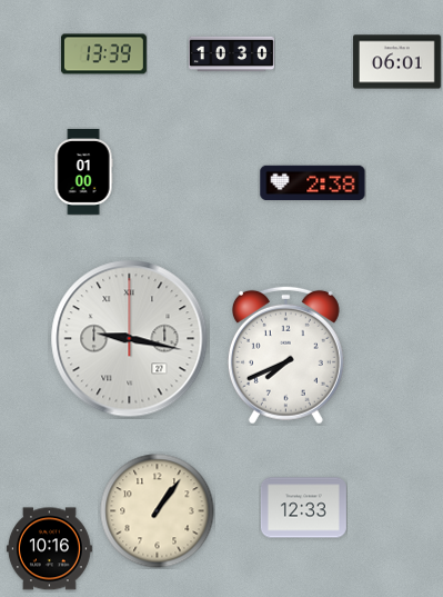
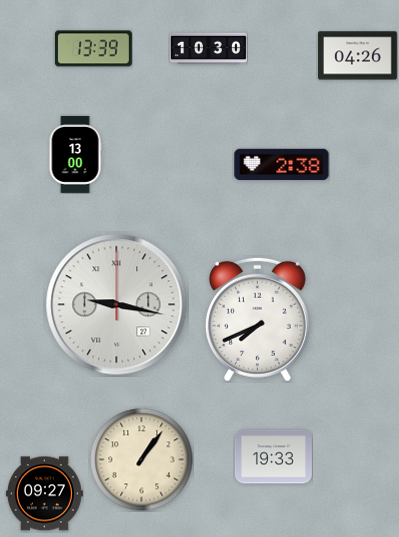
clock at (397, 62): 06:01 -> 04:26
clock at (83, 171): 01:00 -> 13:00
clock at (303, 508): 12:33 -> 19:33
clock at (49, 549): 10:16 -> 09:27
